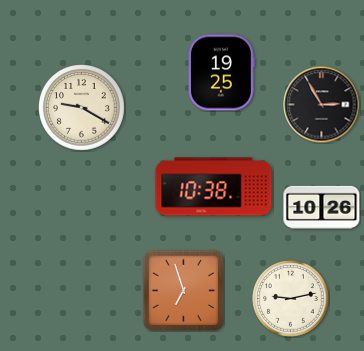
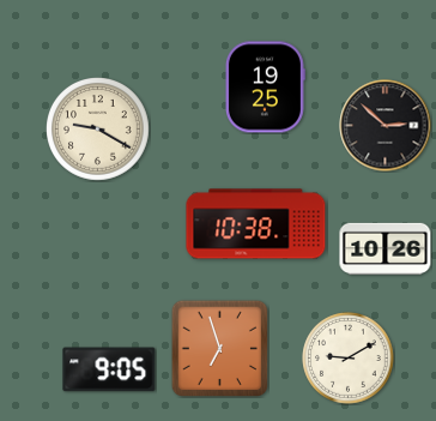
clock at (322, 105): 2:55 -> 2:52
clock at (291, 299): 9:13 -> 9:10
clock at (109, 369): none -> 9:05
